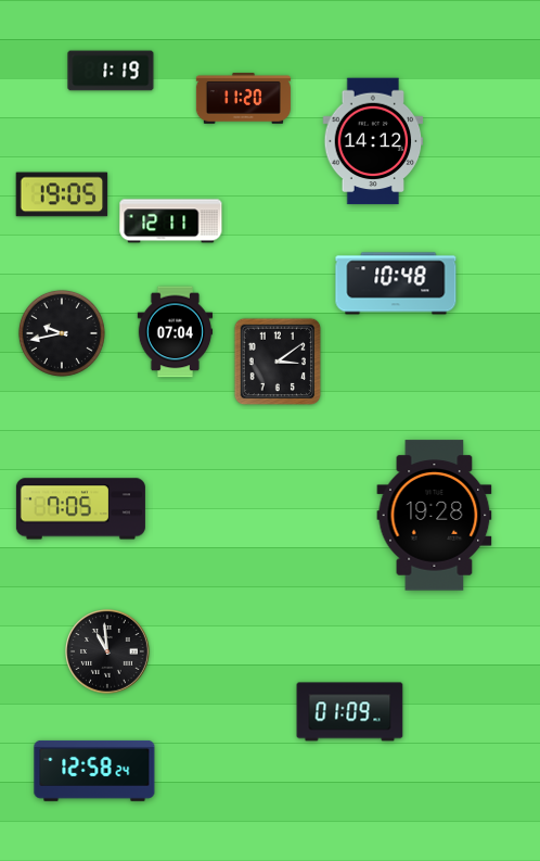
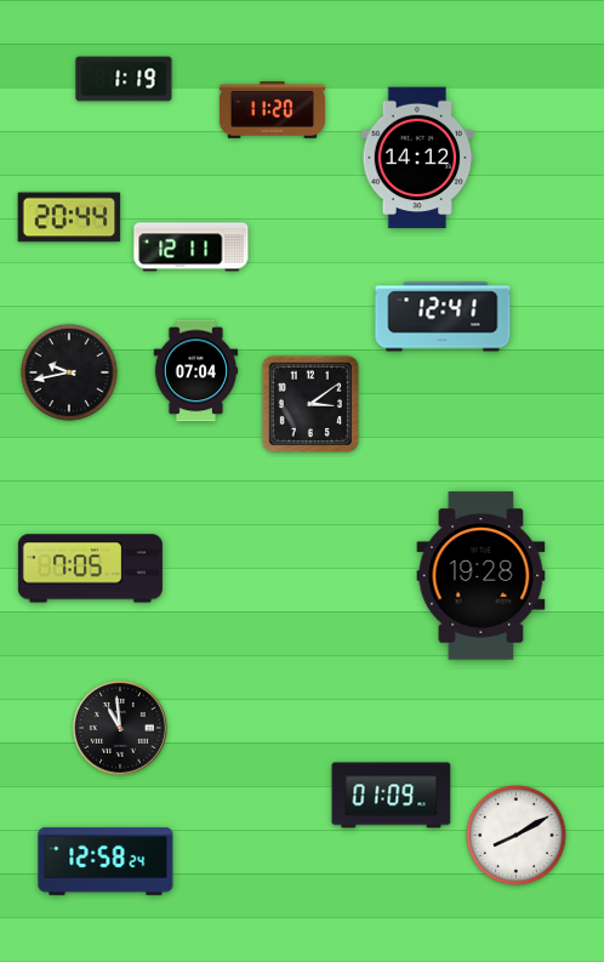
clock at (62, 194): 19:05 -> 20:44
clock at (396, 283): 10:48 -> 12:41
clock at (435, 516) position: (435, 516) -> (482, 576)
clock at (517, 836): none -> 8:10
